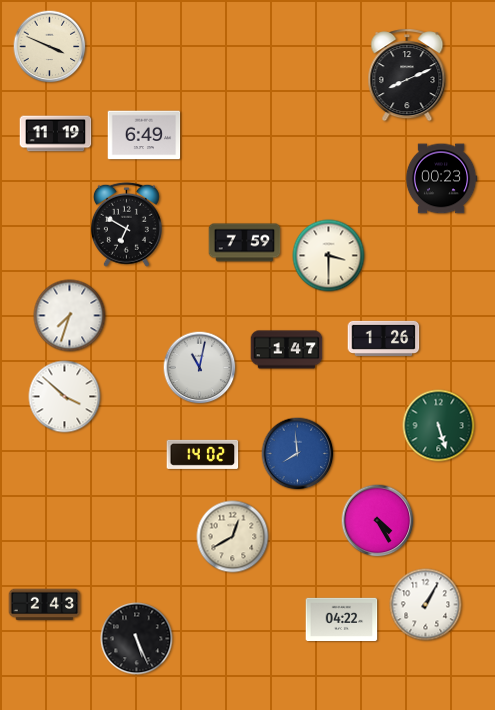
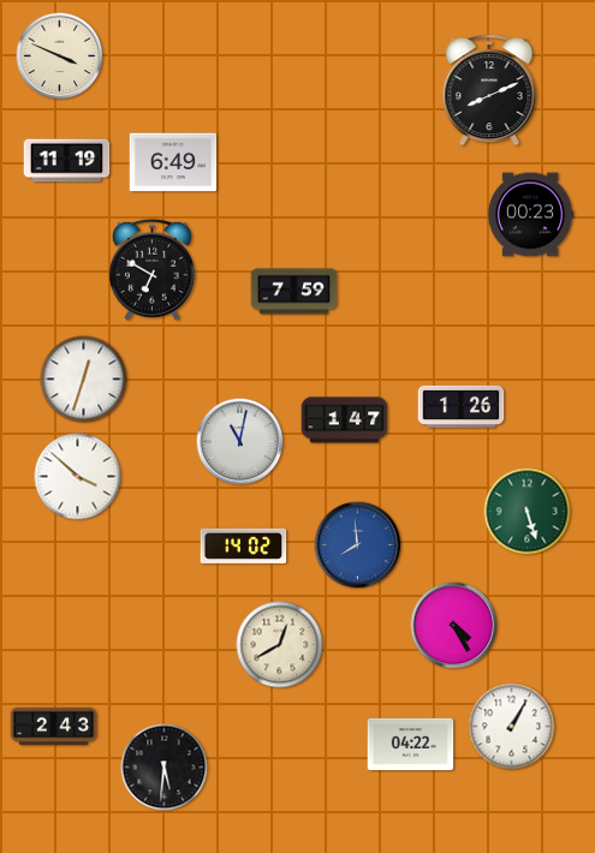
clock at (329, 256): 3:30 -> none
clock at (70, 316): 7:33 -> 12:33
clock at (137, 639): 5:26 -> 5:31
